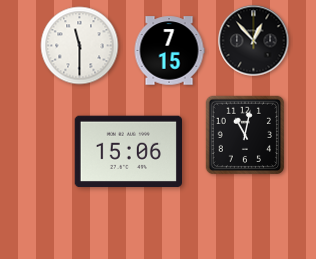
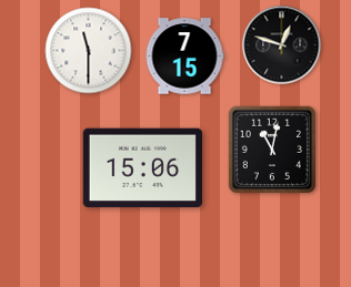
clock at (254, 41): 12:53 -> 12:48
clock at (169, 51) position: (169, 51) -> (184, 57)
